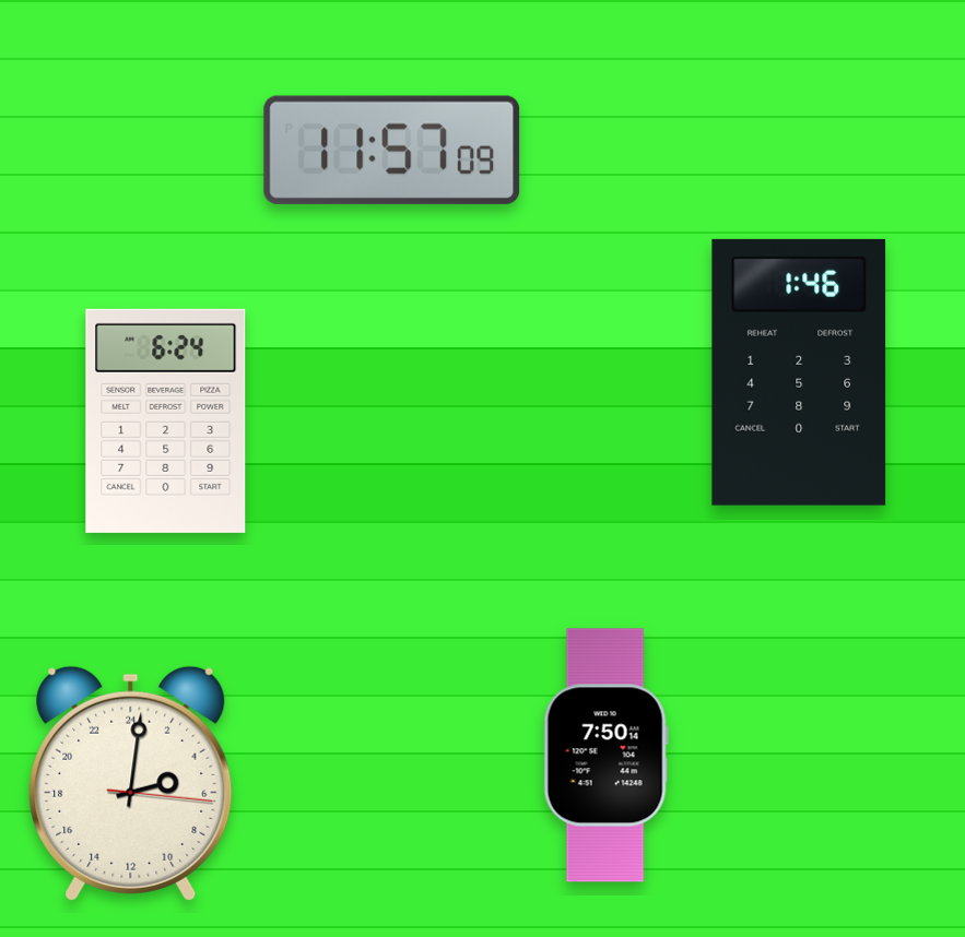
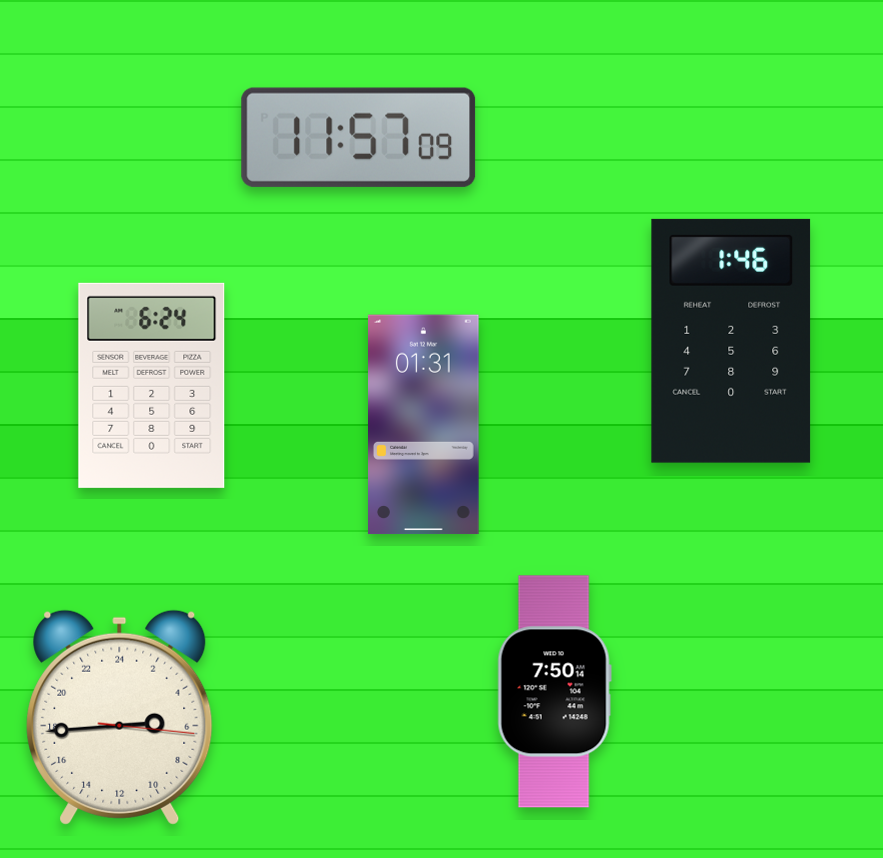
clock at (424, 425): none -> 01:31
clock at (131, 783): 5:01 -> 5:44
